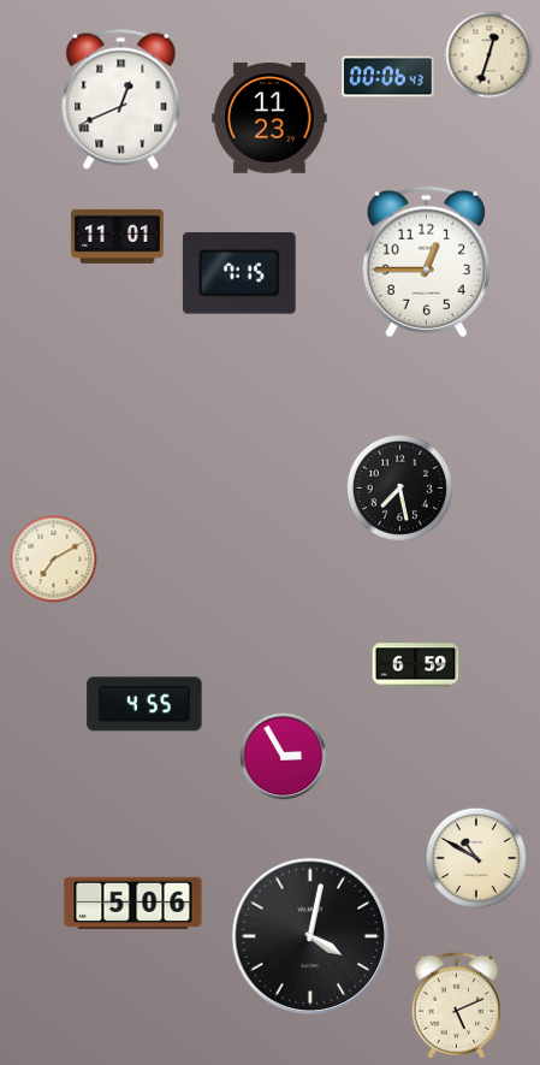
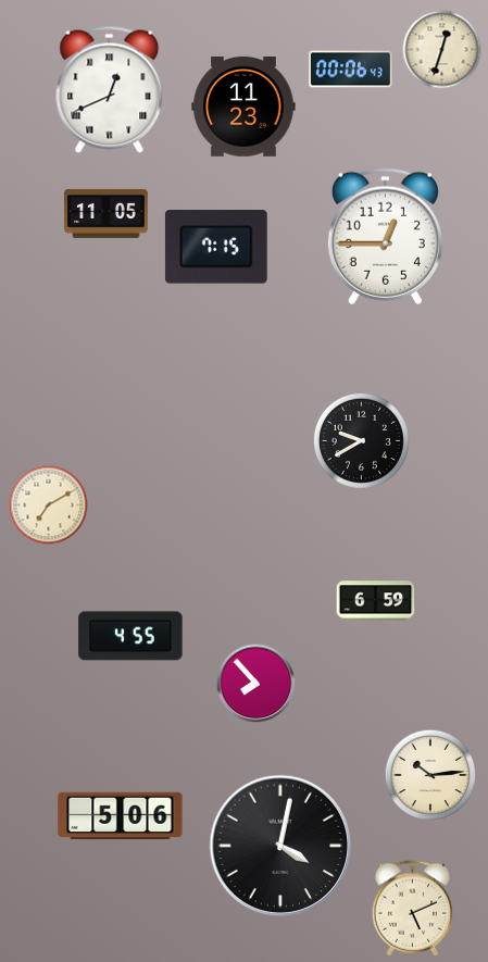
clock at (118, 236): 11:01 -> 11:05
clock at (399, 487): 7:28 -> 9:40
clock at (284, 757): 2:55 -> 7:53
clock at (476, 858): 10:50 -> 10:14
